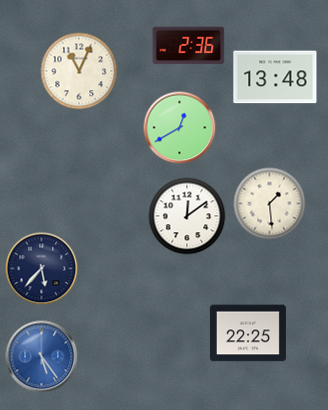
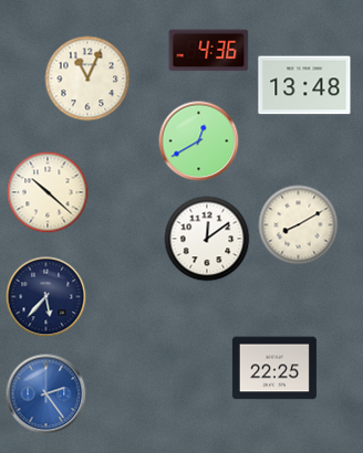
clock at (189, 46): 2:36 -> 4:36
clock at (48, 192): none -> 10:22
clock at (270, 204): 1:29 -> 8:10
clock at (42, 357): 5:24 -> 2:24
